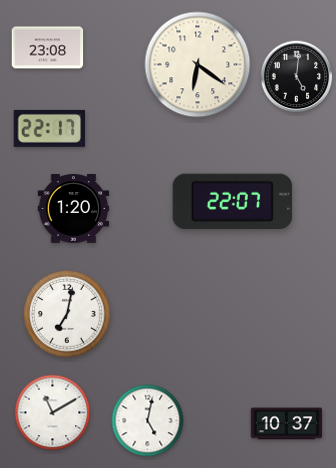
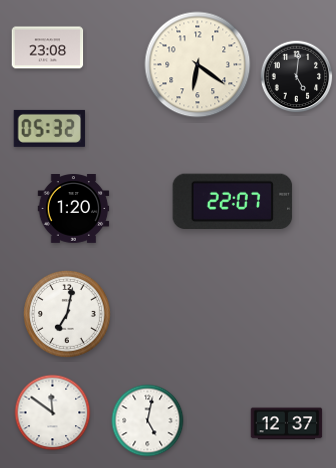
clock at (50, 128): 22:17 -> 05:32
clock at (53, 413): 11:10 -> 11:51
clock at (287, 424): 10:37 -> 12:37
